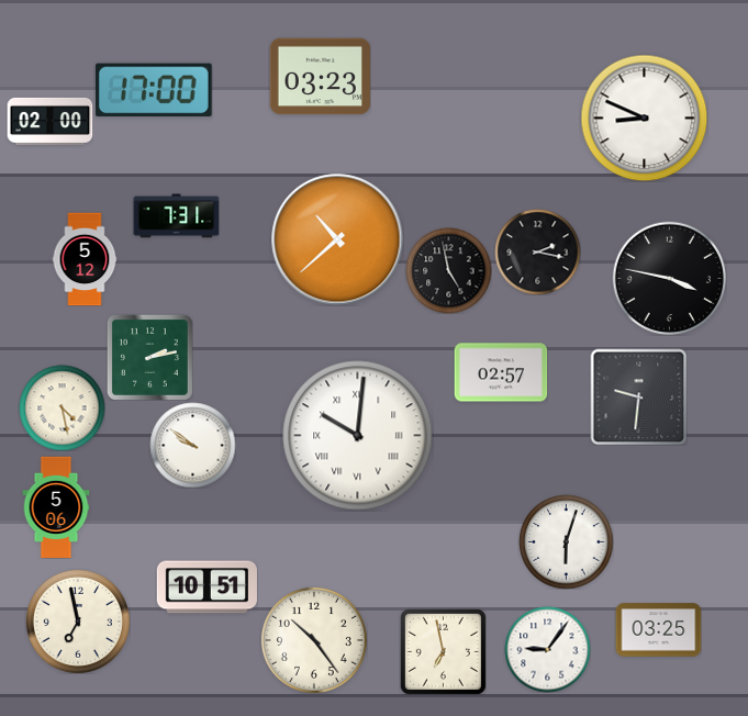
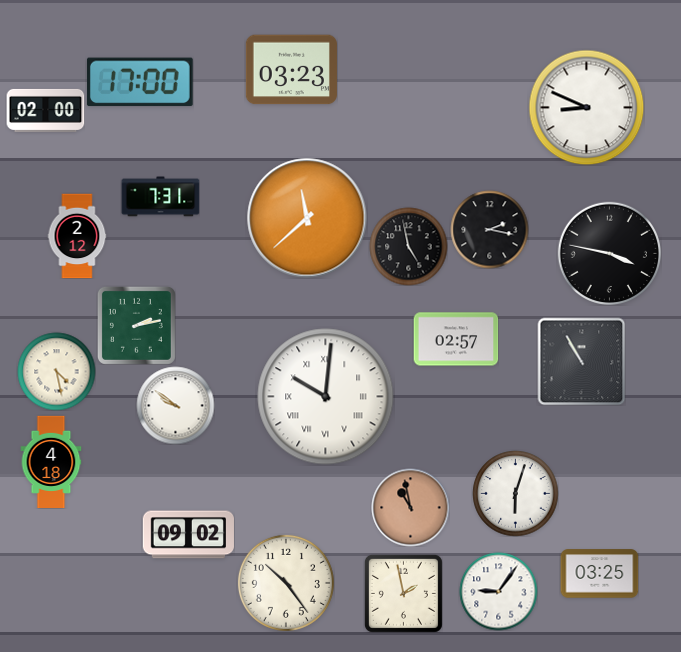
clock at (337, 239): 10:38 -> 11:38
clock at (85, 259): 5:12 -> 2:12
clock at (638, 396): 9:31 -> 10:55
clock at (56, 506): 5:06 -> 4:18
clock at (410, 507): none -> 10:58
clock at (206, 588): 10:51 -> 09:02
clock at (78, 622): 6:58 -> none
clock at (443, 651): 6:58 -> 1:58
